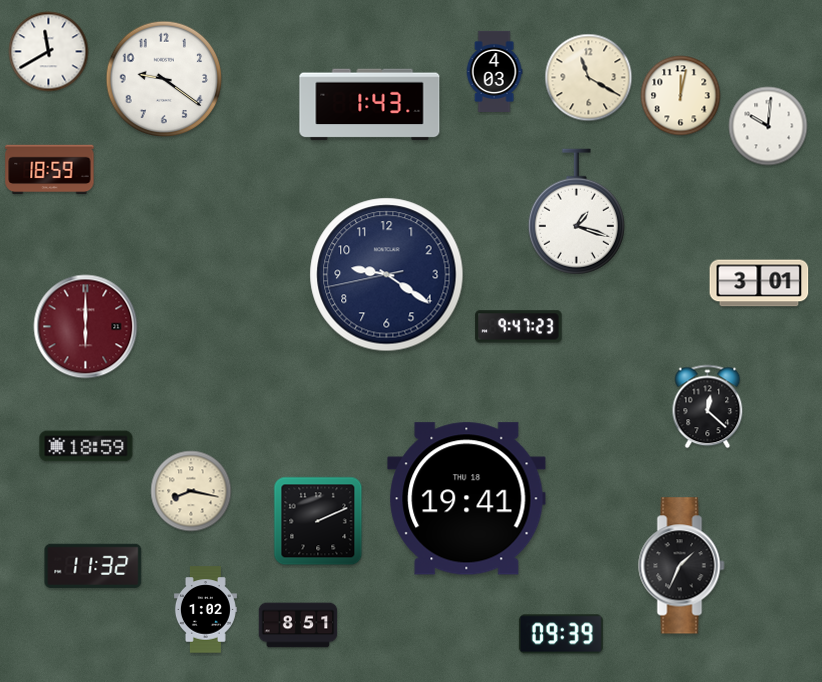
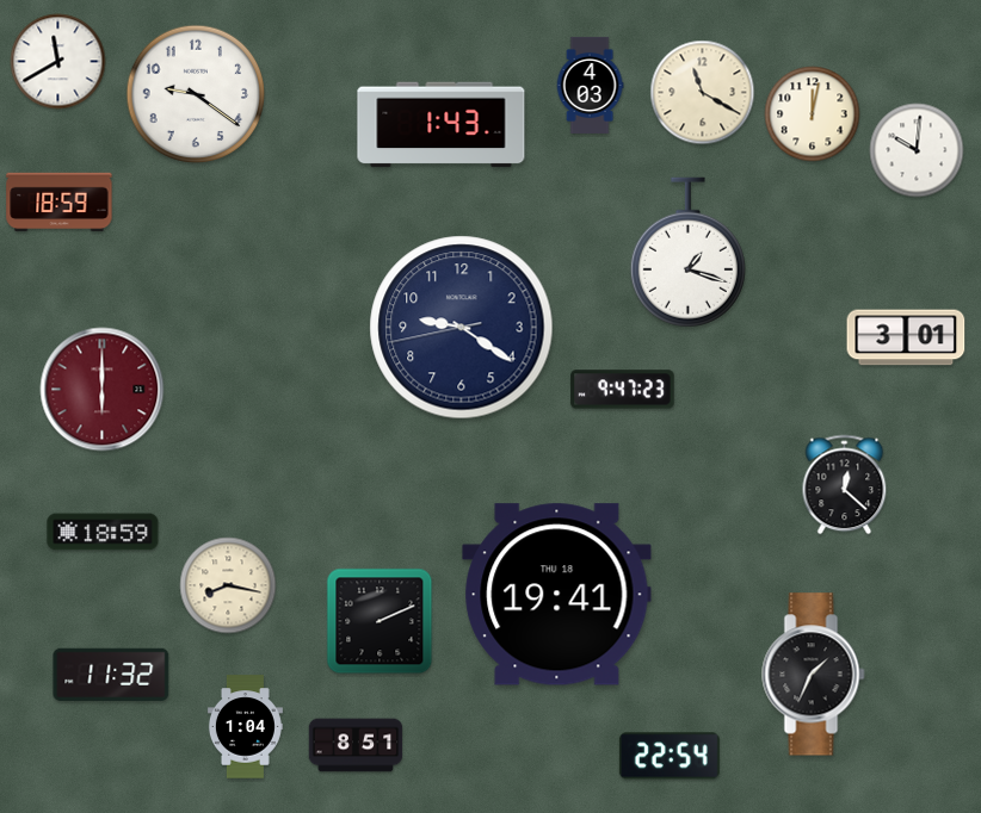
clock at (519, 327) position: (519, 327) -> (623, 390)
clock at (205, 610): 1:02 -> 1:04
clock at (561, 634): 09:39 -> 22:54
